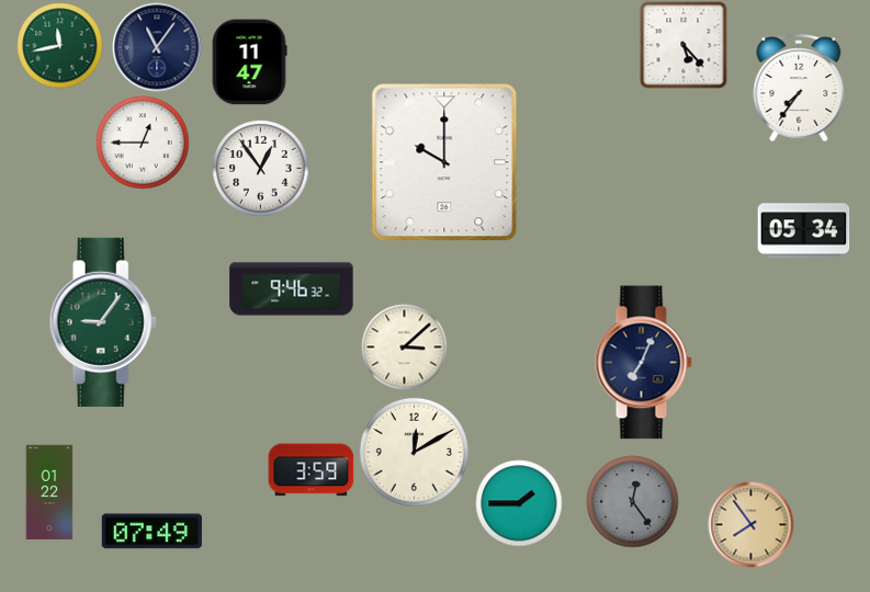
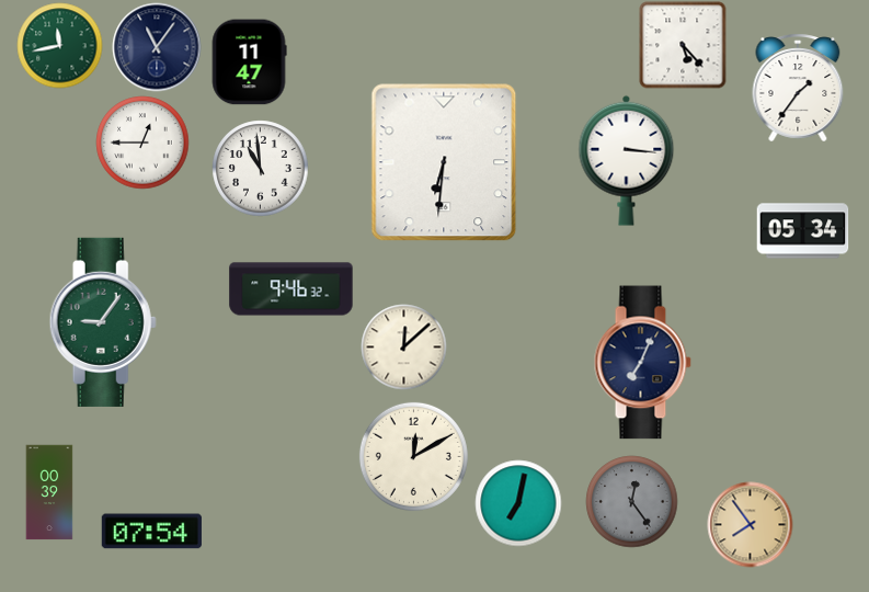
clock at (799, 88): 7:36 -> 1:36
clock at (627, 160): none -> 3:16
clock at (444, 162): 10:00 -> 6:31
clock at (260, 168): 12:54 -> 10:59
clock at (404, 346): 3:08 -> 12:08
clock at (414, 452) position: (414, 452) -> (413, 456)
clock at (310, 470): 3:59 -> none
clock at (49, 492): 01:22 -> 00:39
clock at (519, 503): 1:45 -> 7:02
clock at (151, 532): 07:49 -> 07:54
